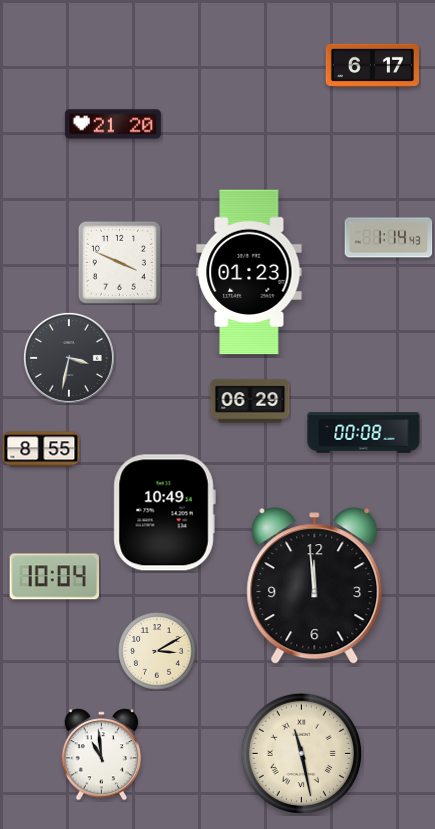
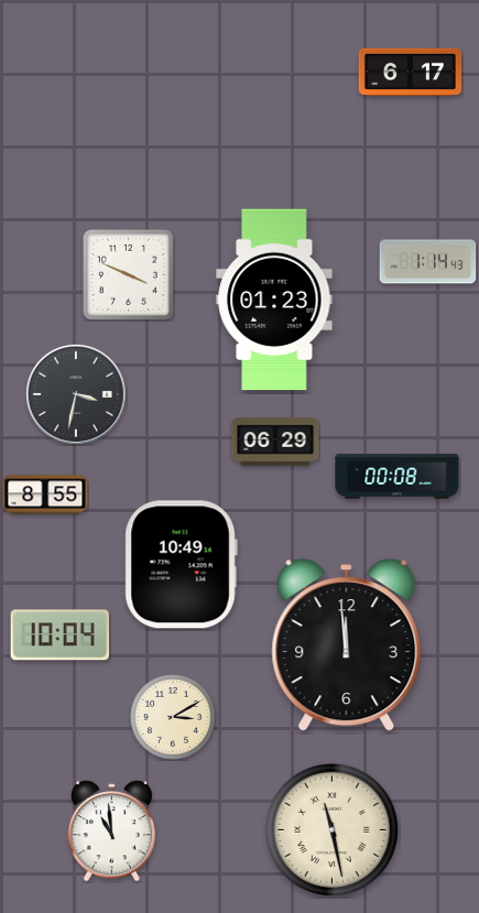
clock at (113, 124): 21:20 -> none
clock at (119, 262) position: (119, 262) -> (128, 274)
clock at (364, 433) position: (364, 433) -> (398, 477)
